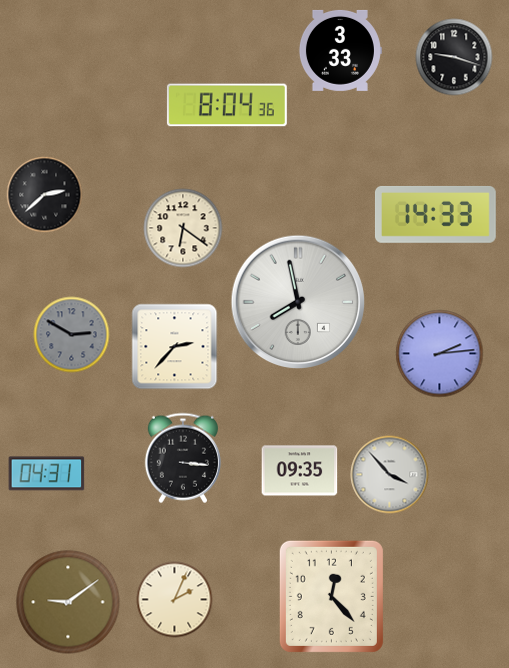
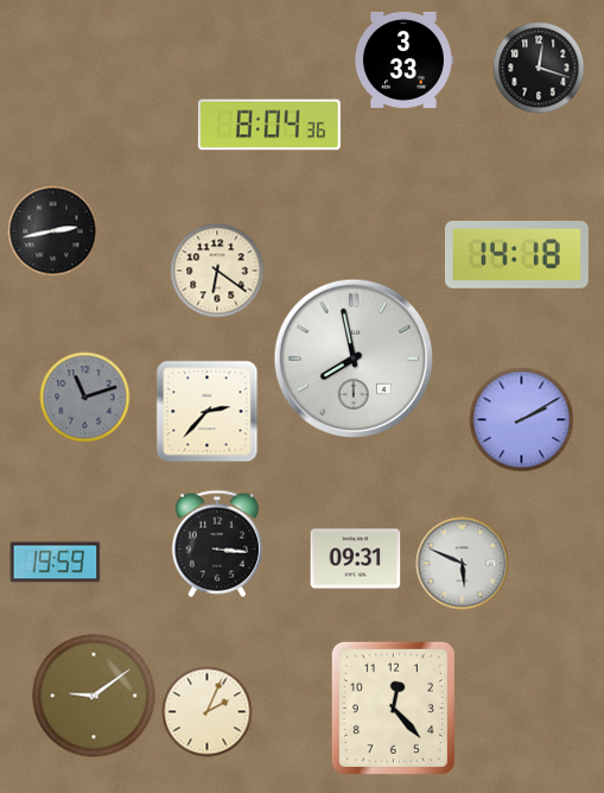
clock at (454, 57): 9:18 -> 12:18
clock at (45, 195): 2:38 -> 2:43
clock at (435, 214): 14:33 -> 14:18
clock at (72, 335): 2:50 -> 11:12
clock at (440, 354): 2:14 -> 2:10
clock at (300, 471): 09:35 -> 09:31
clock at (47, 474): 04:31 -> 19:59
clock at (390, 475): 3:53 -> 5:49
clock at (68, 602) position: (68, 602) -> (94, 696)
